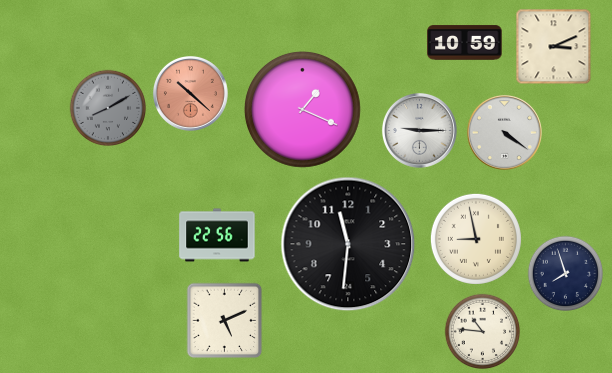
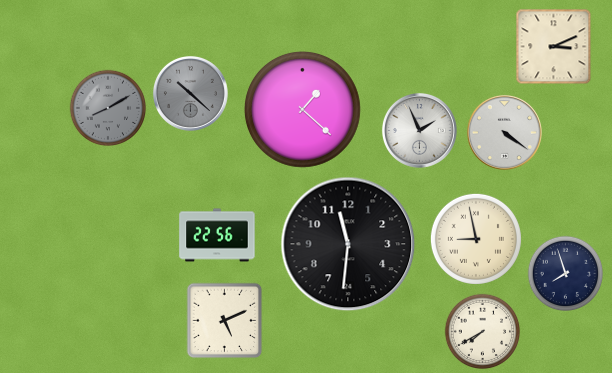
clock at (465, 43): 10:59 -> none
clock at (190, 93) dial: salmon -> grey
clock at (302, 109): 1:19 -> 1:22
clock at (419, 130): 9:15 -> 1:56
clock at (483, 332): 10:46 -> 7:40
